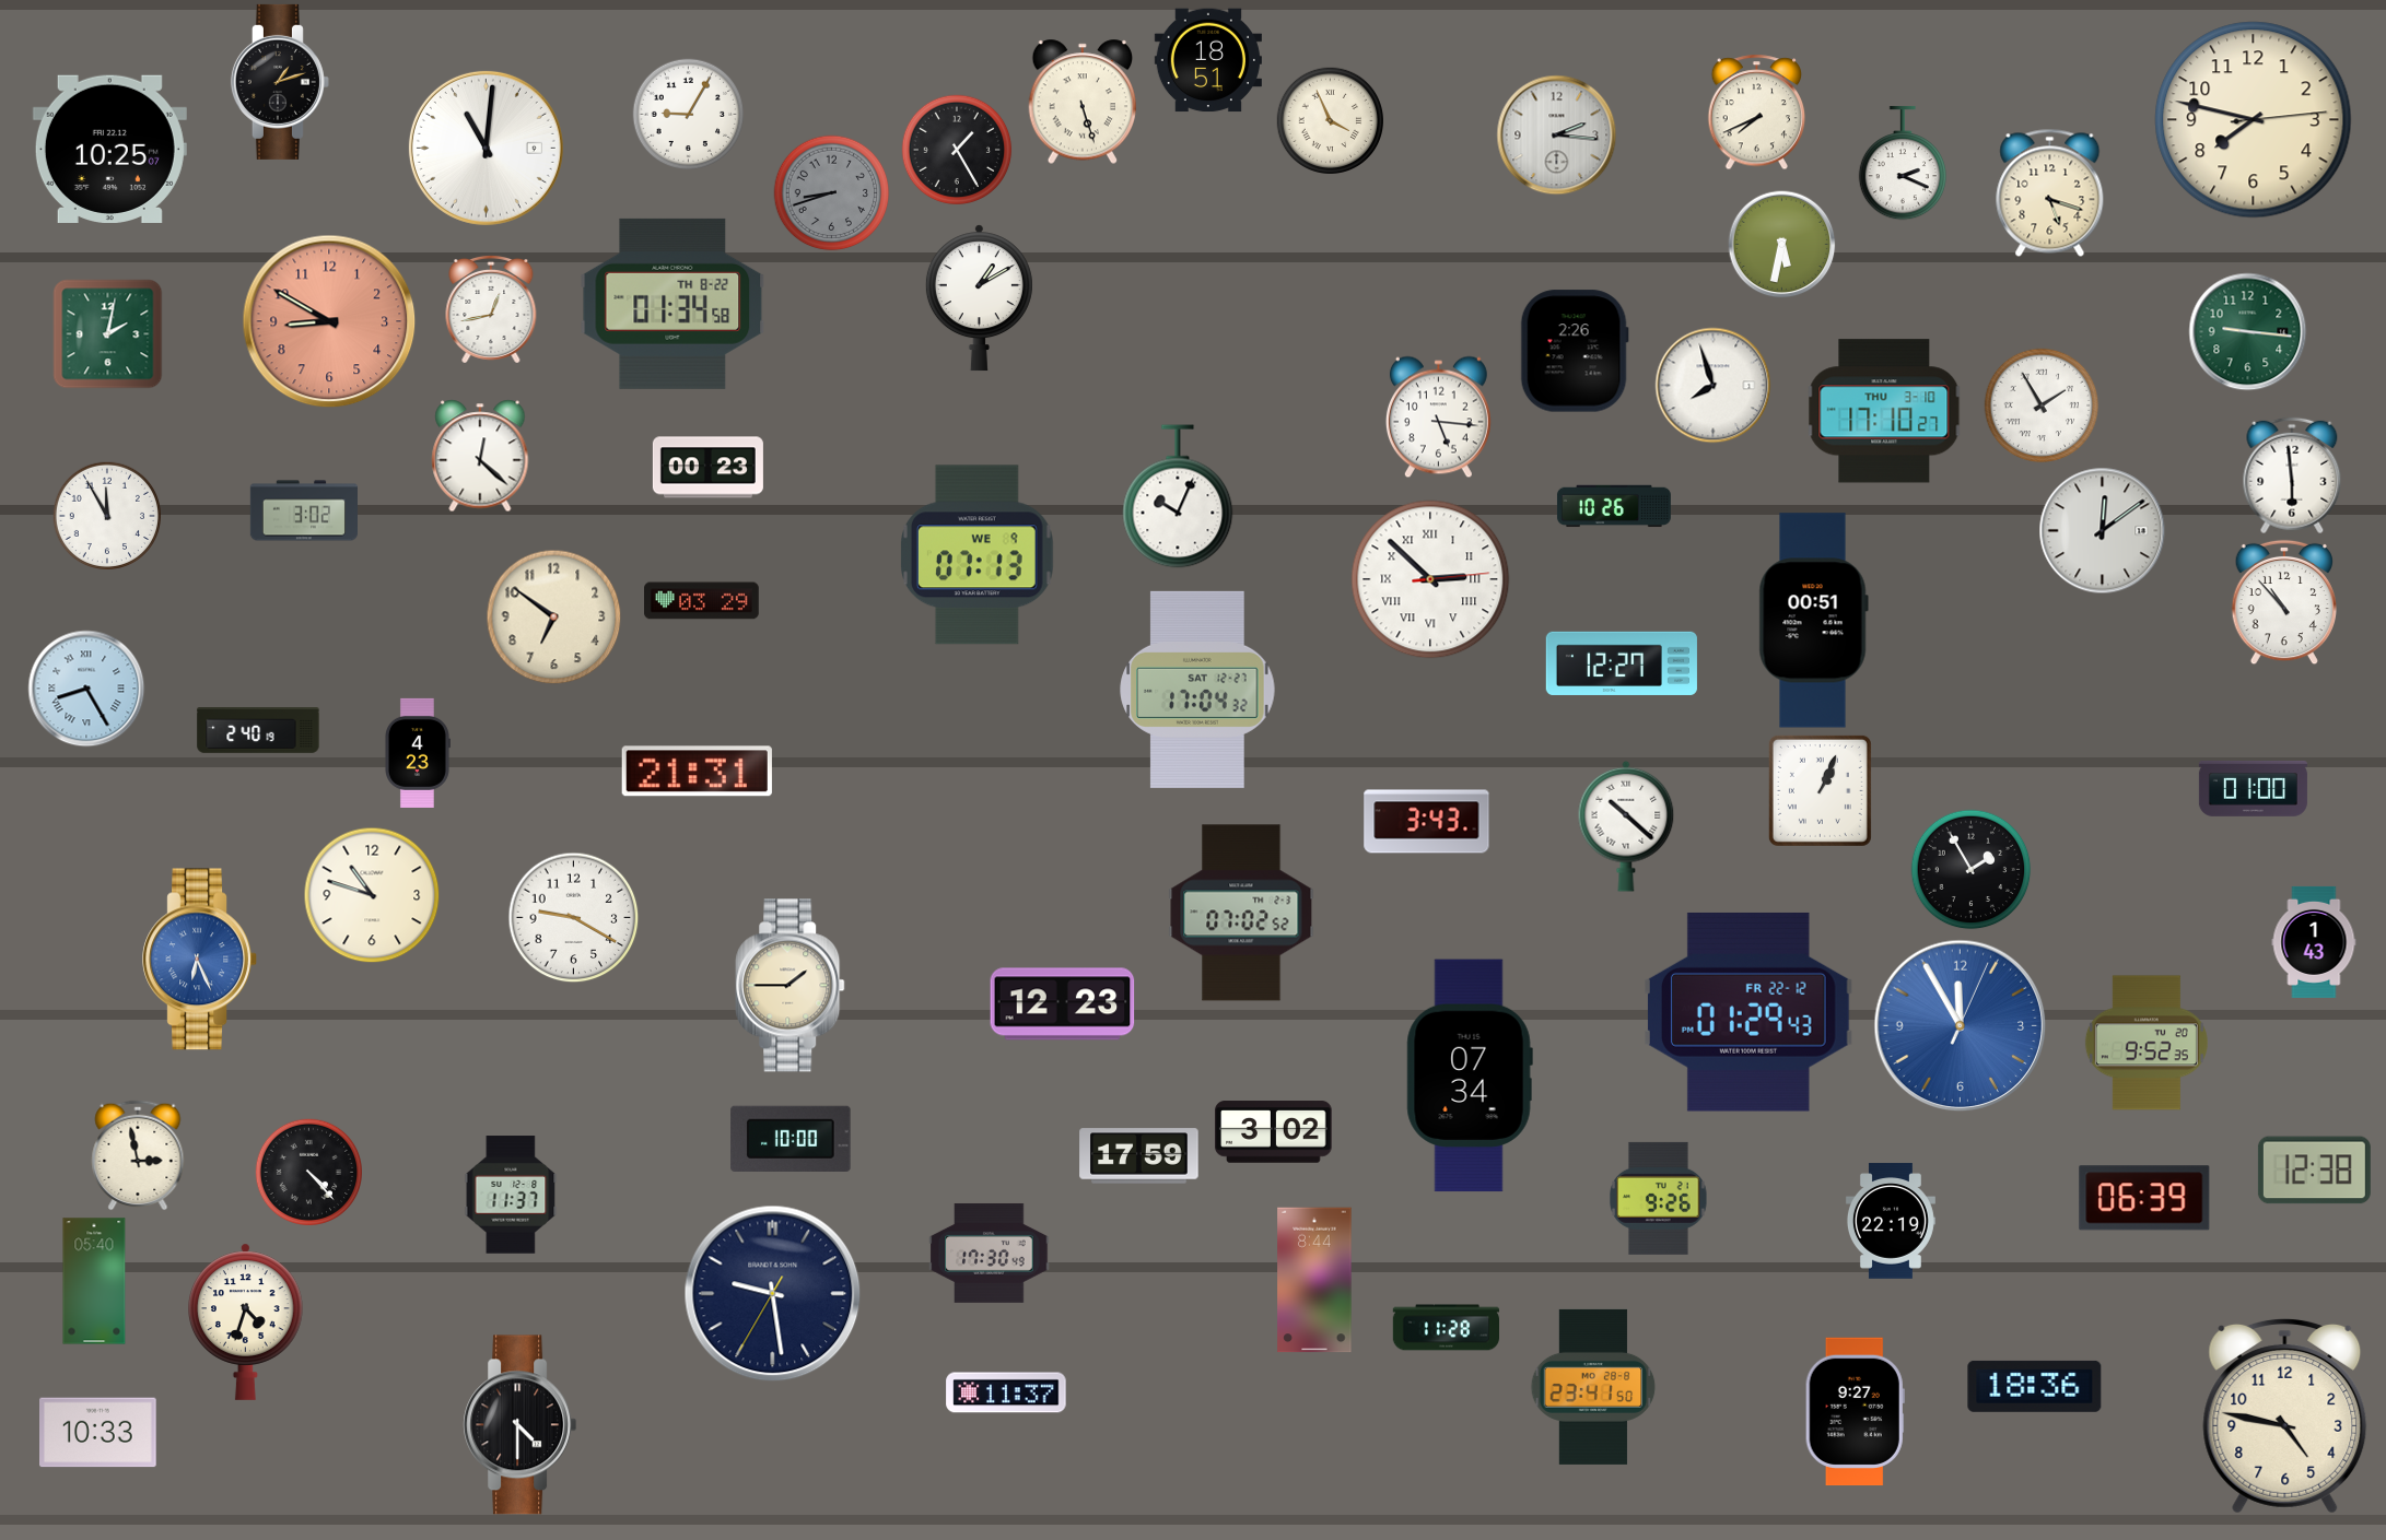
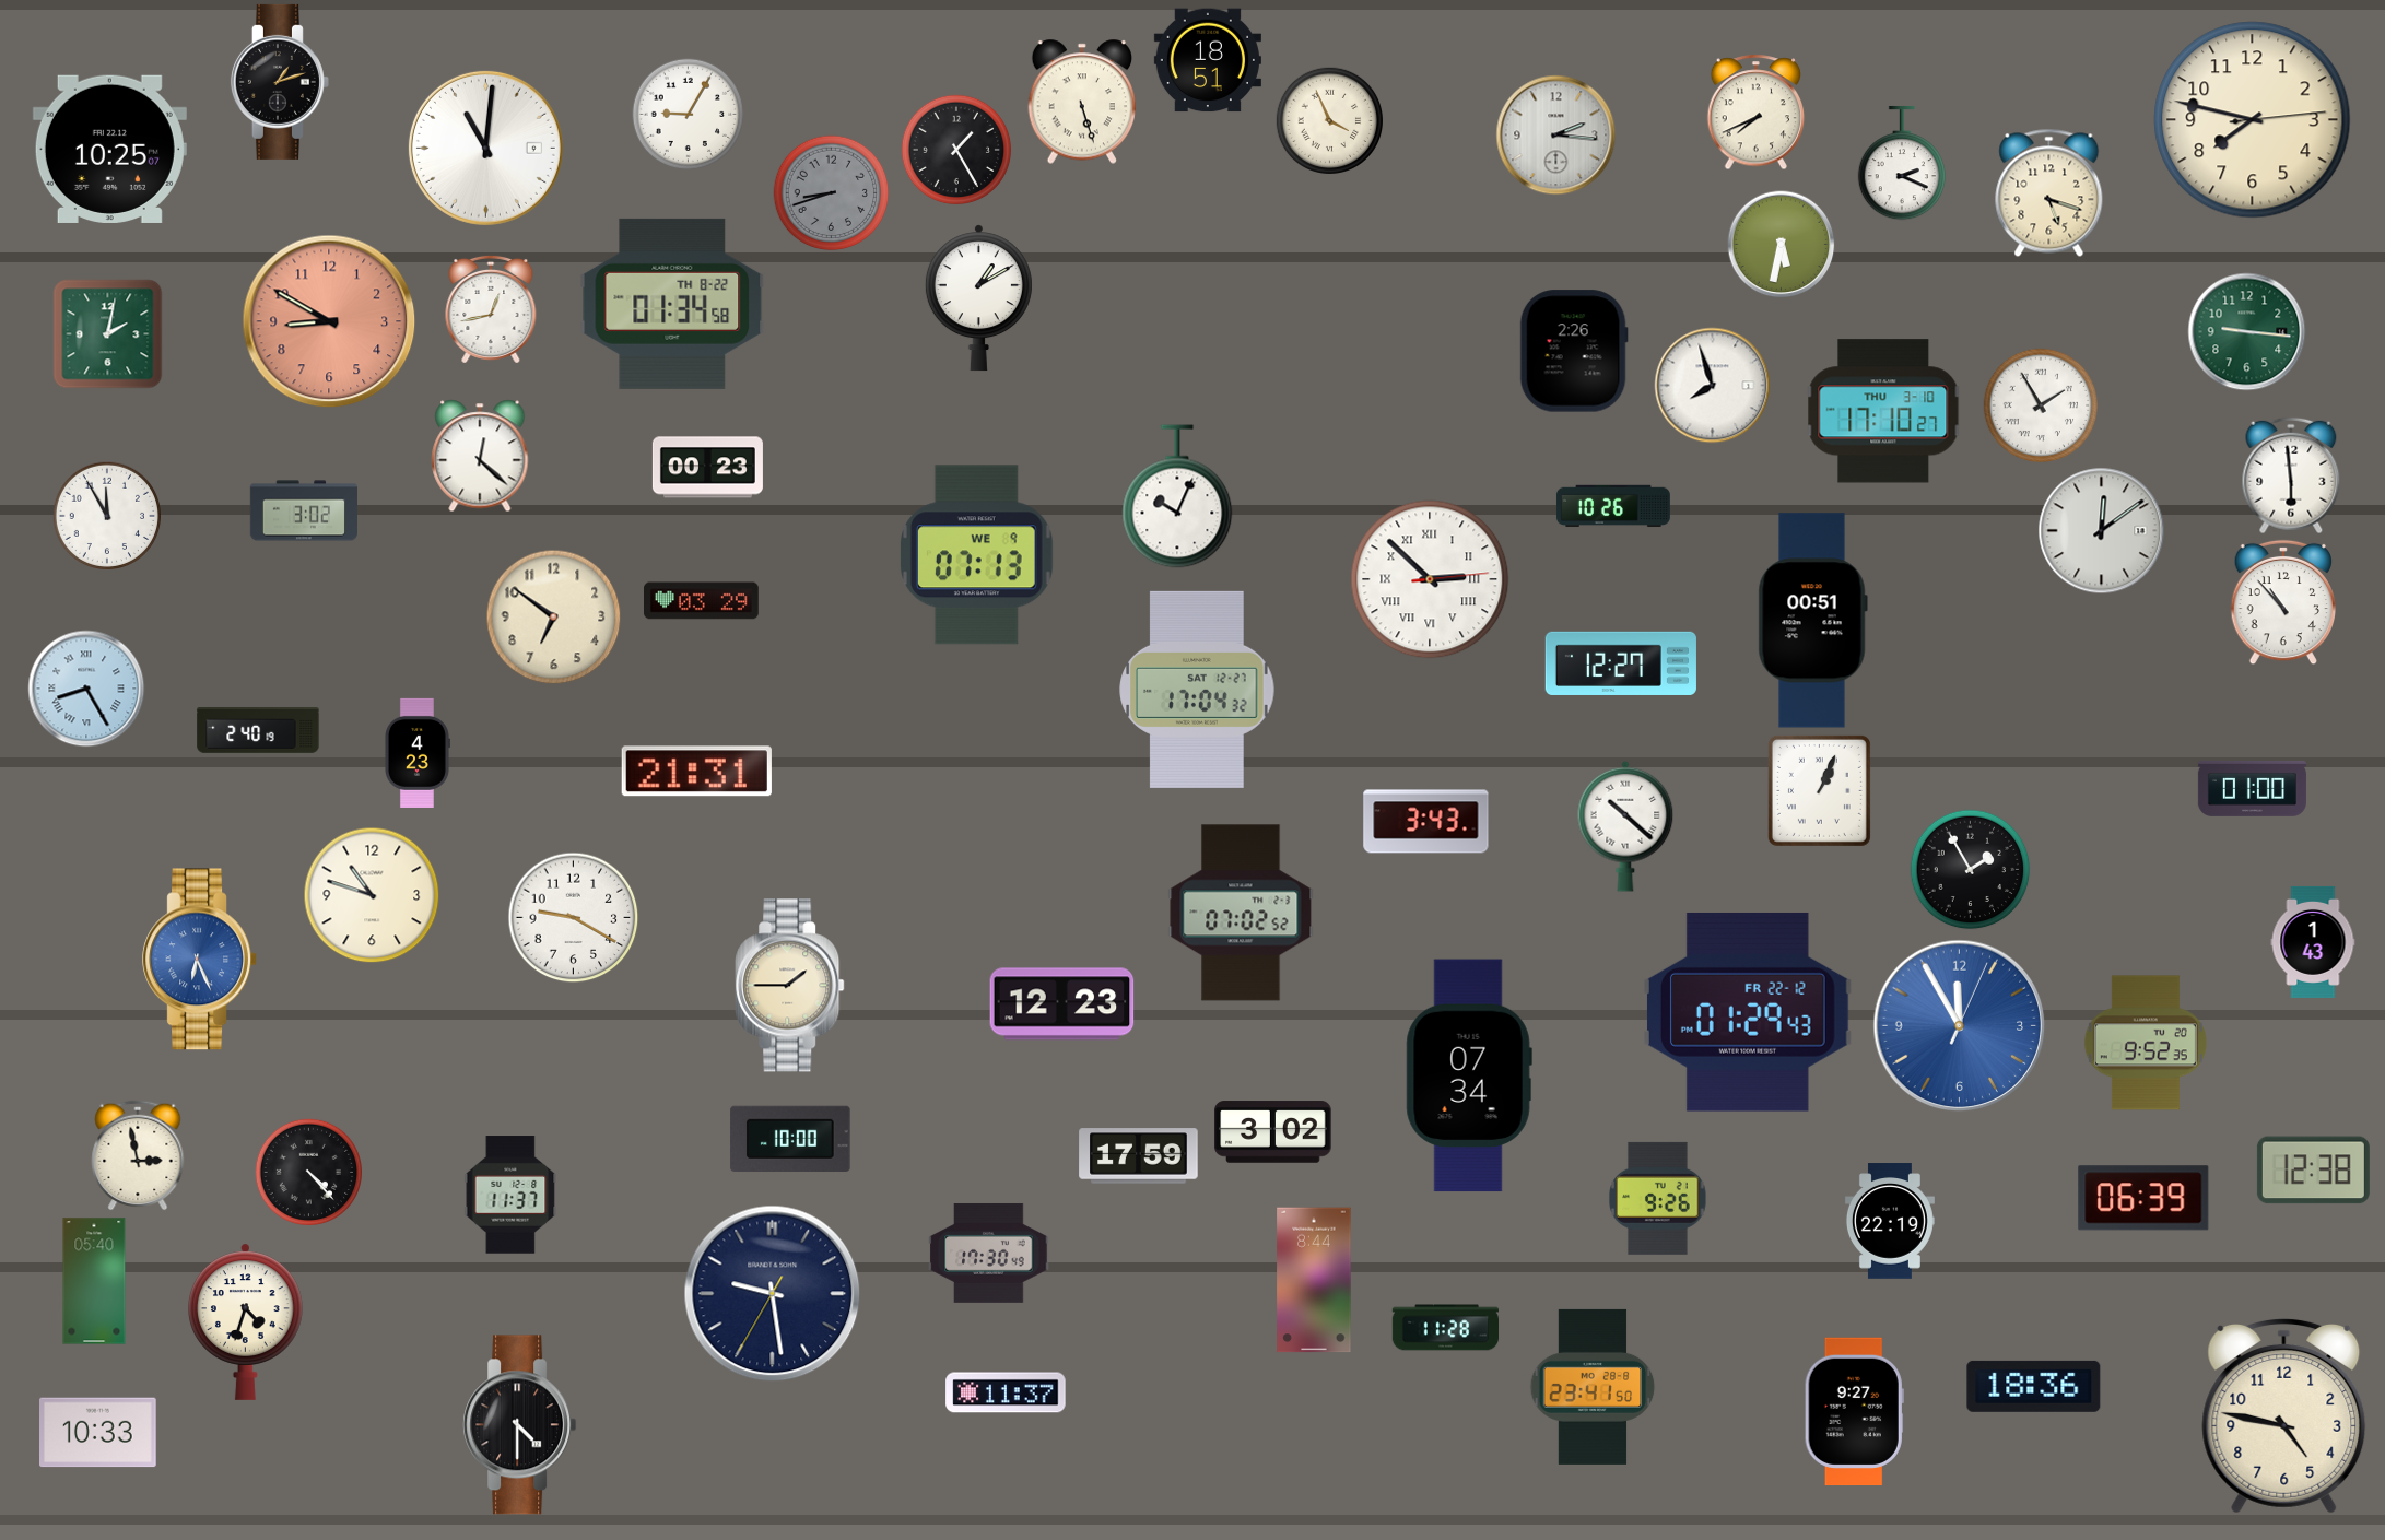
clock at (1438, 418): 5:16 -> none
